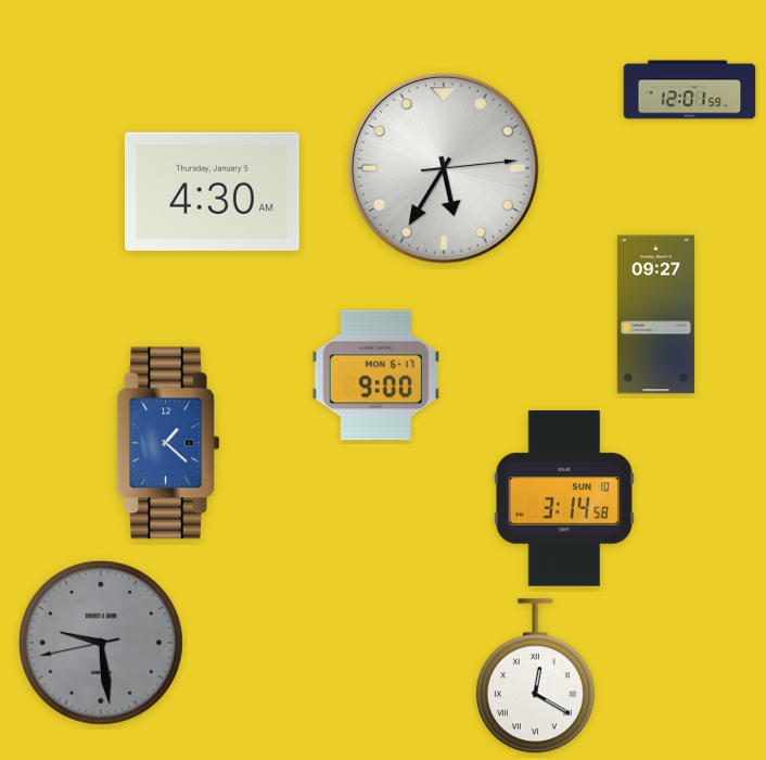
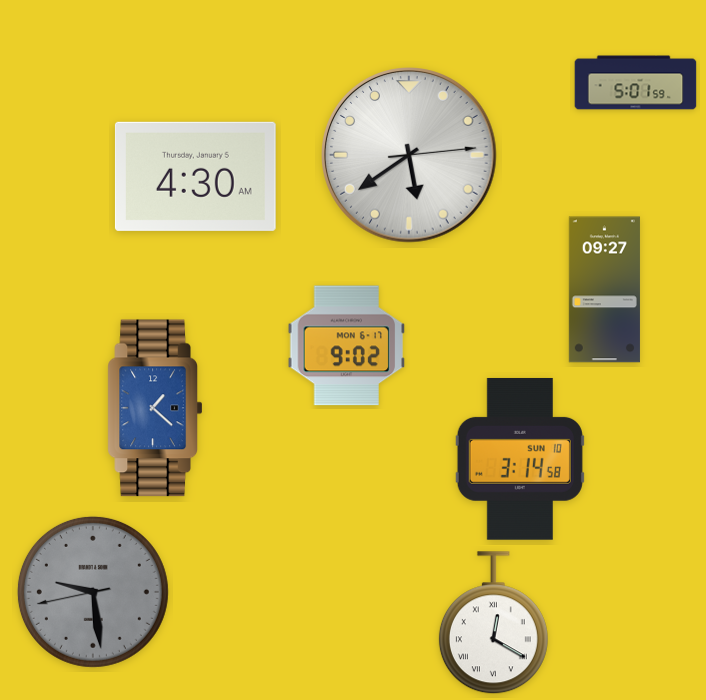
clock at (690, 90): 12:01 -> 5:01
clock at (445, 169): 5:35 -> 5:39
clock at (376, 376): 9:00 -> 9:02
